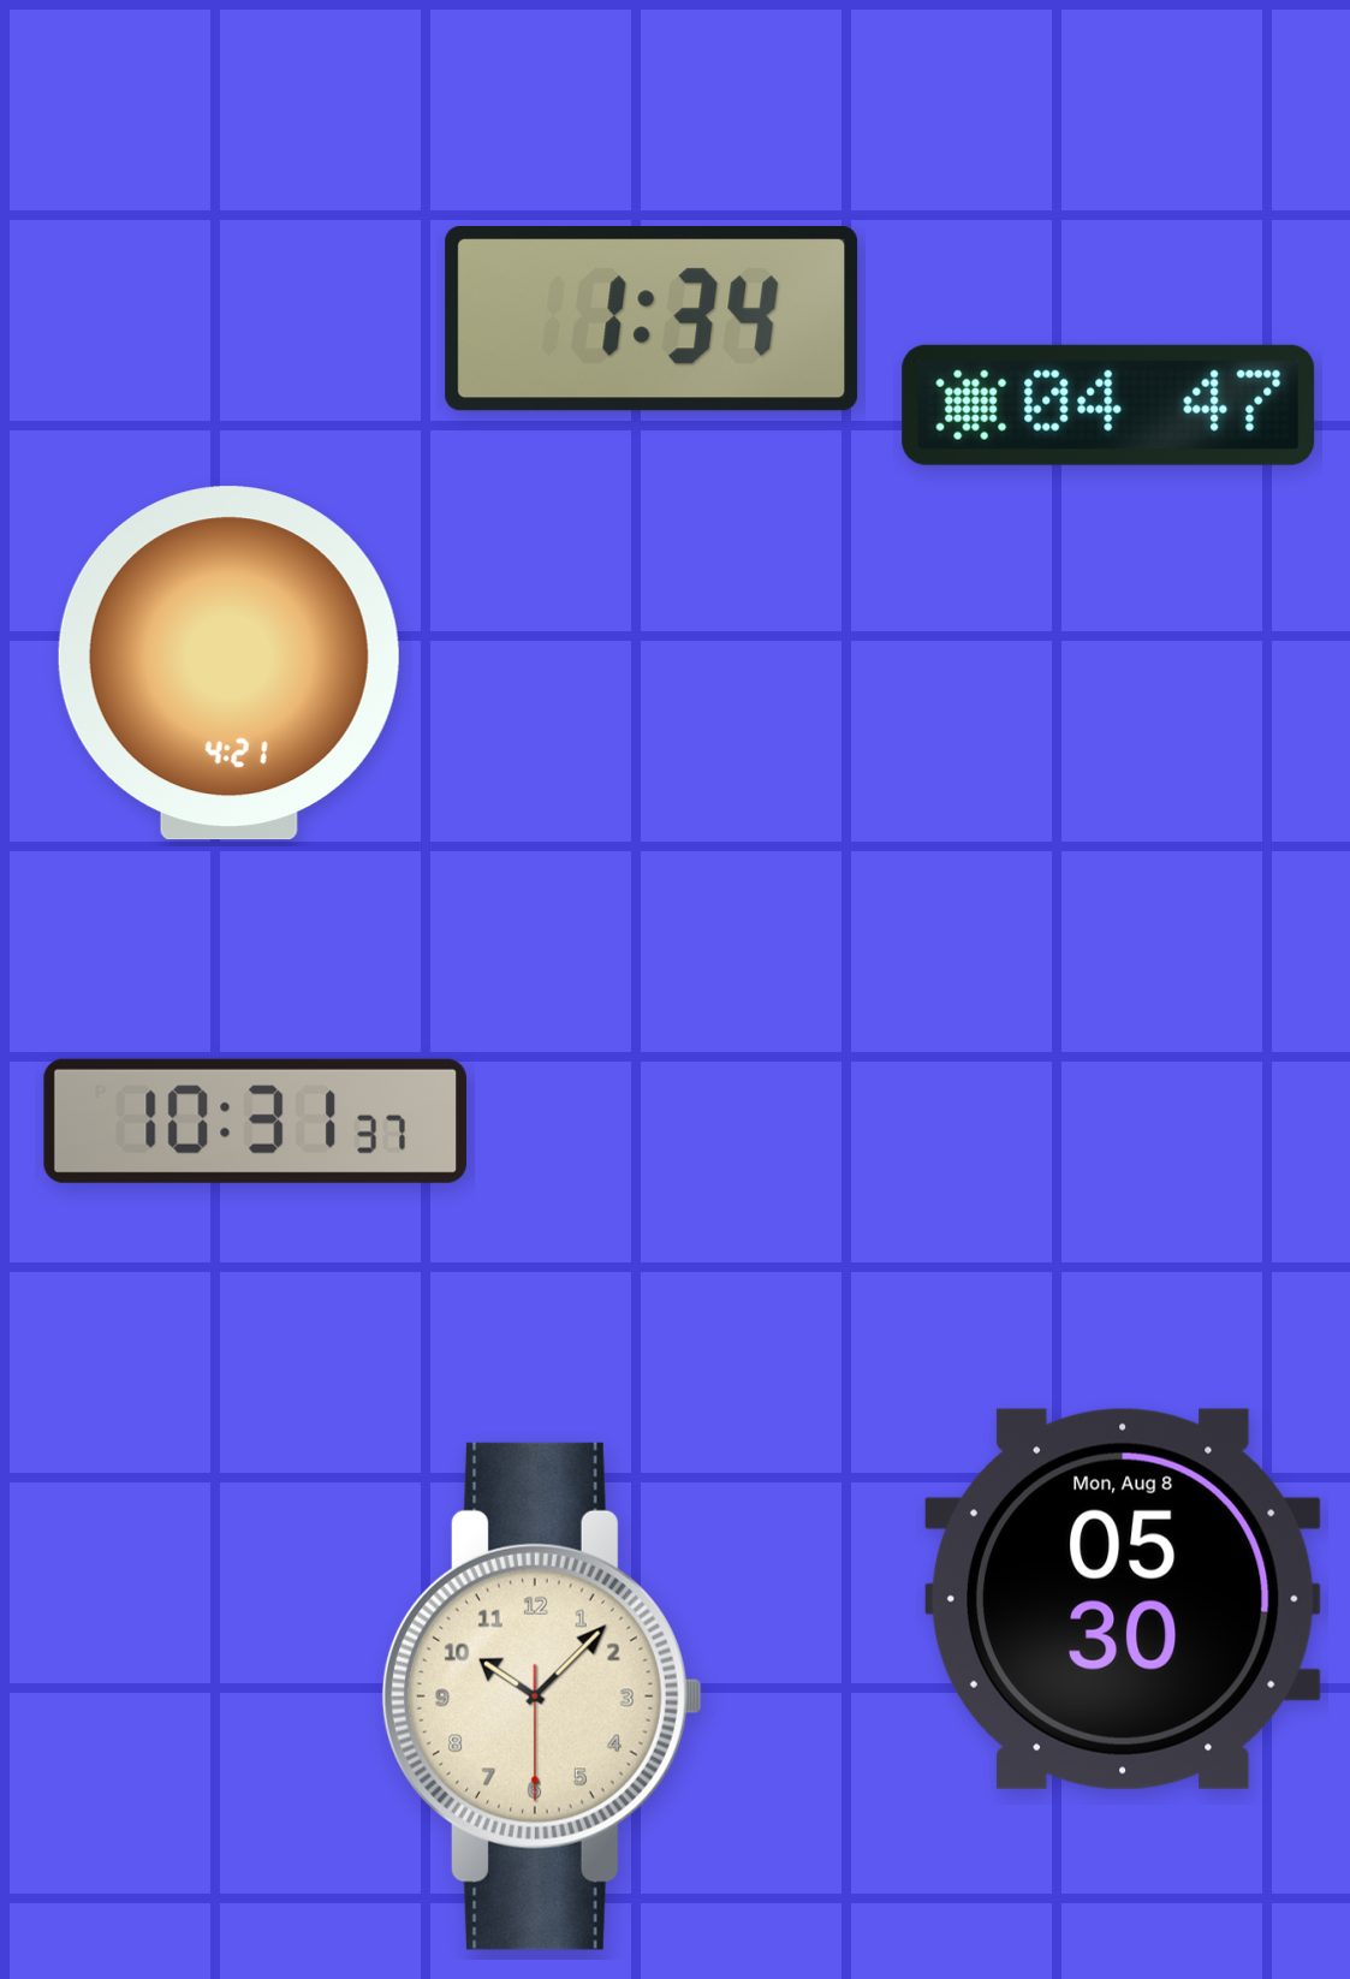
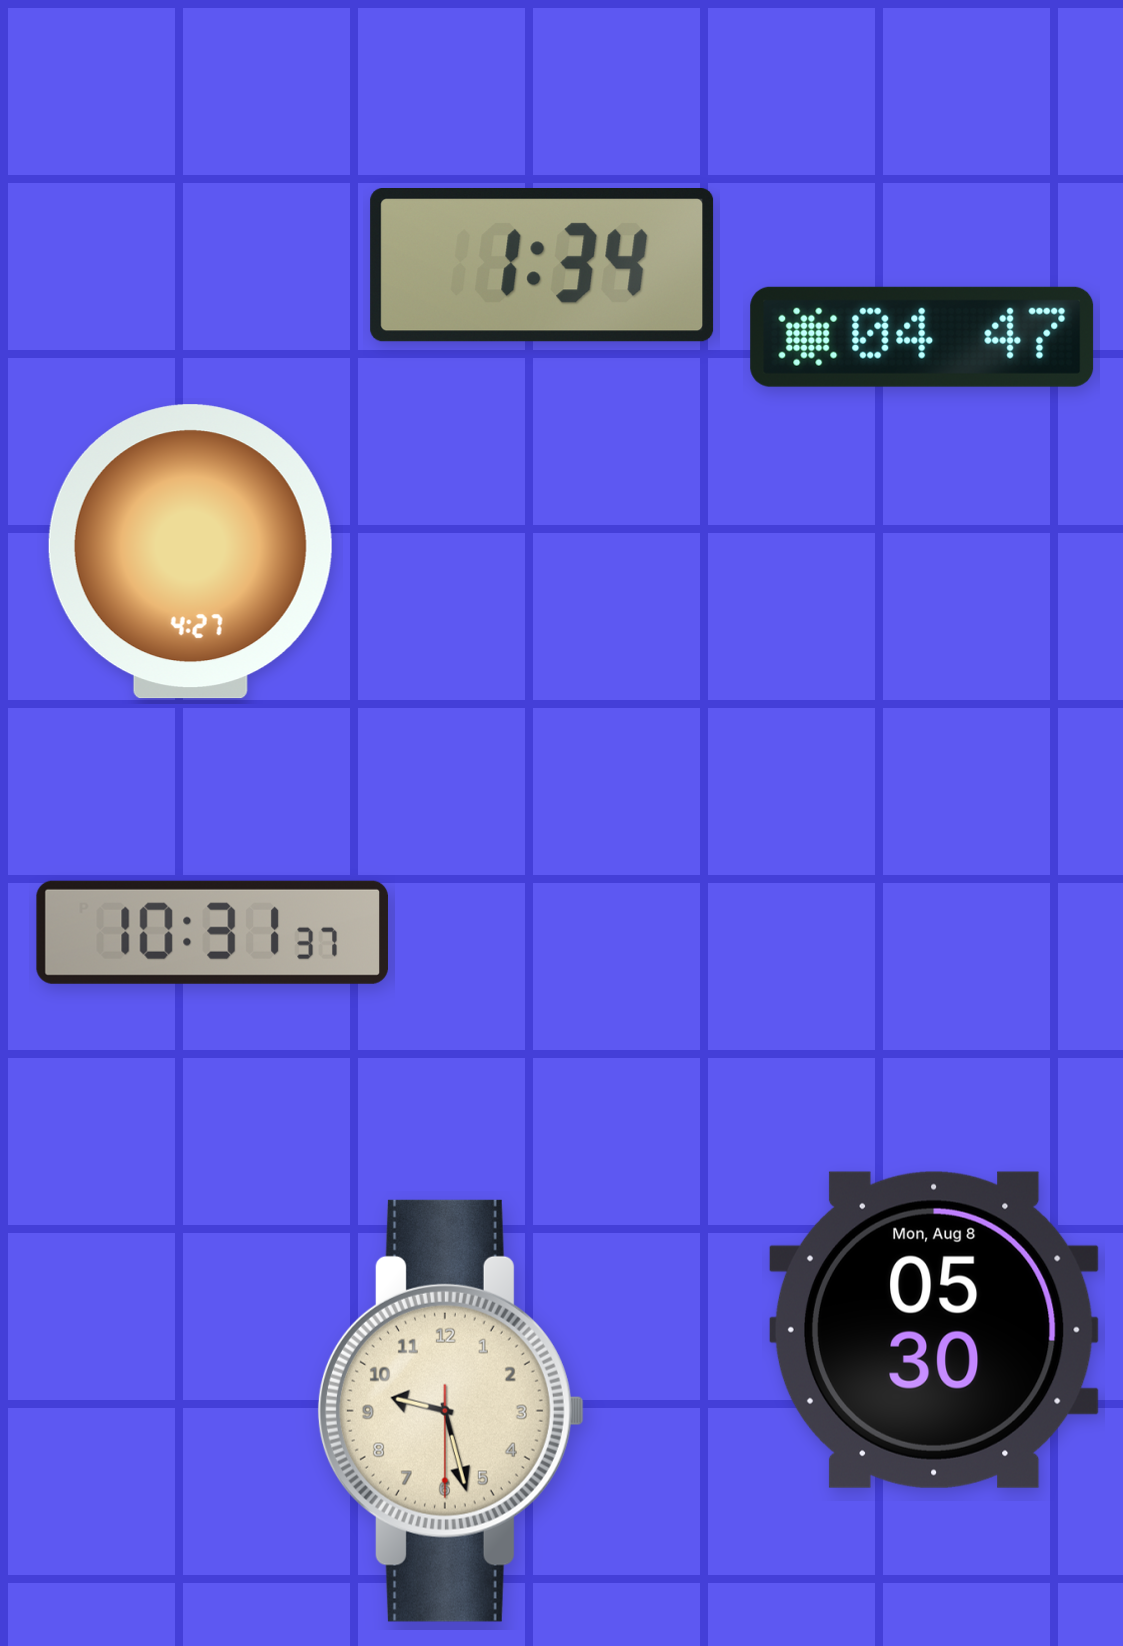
clock at (228, 664): 4:21 -> 4:27
clock at (542, 1696): 10:07 -> 9:27
